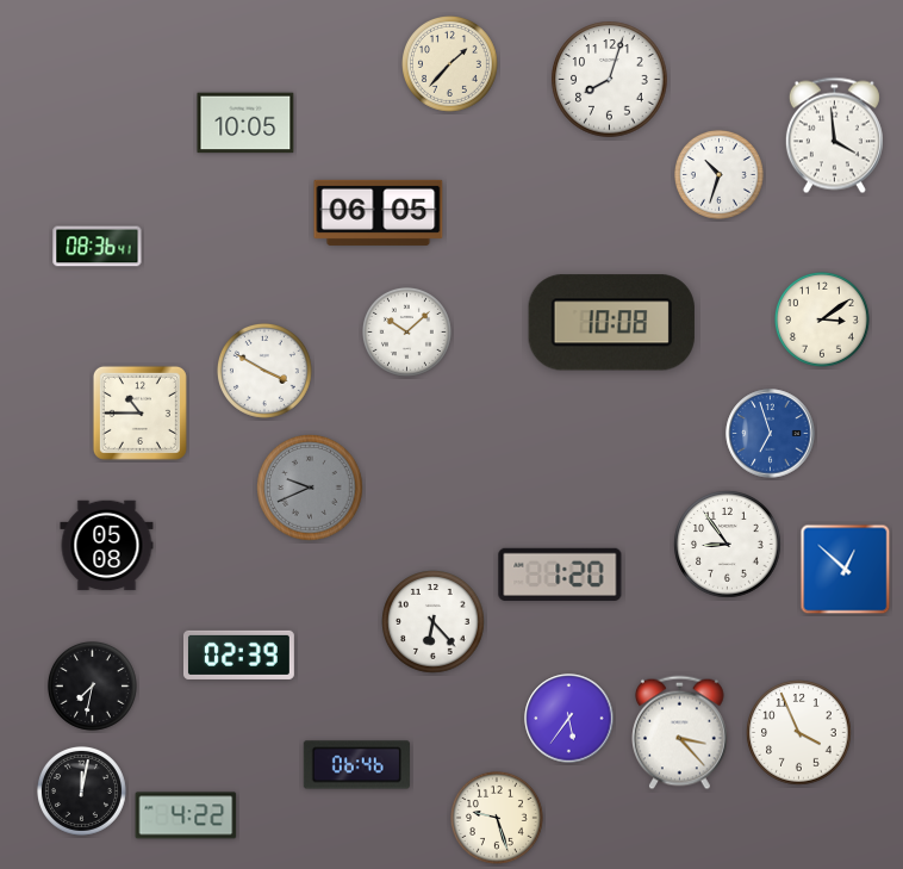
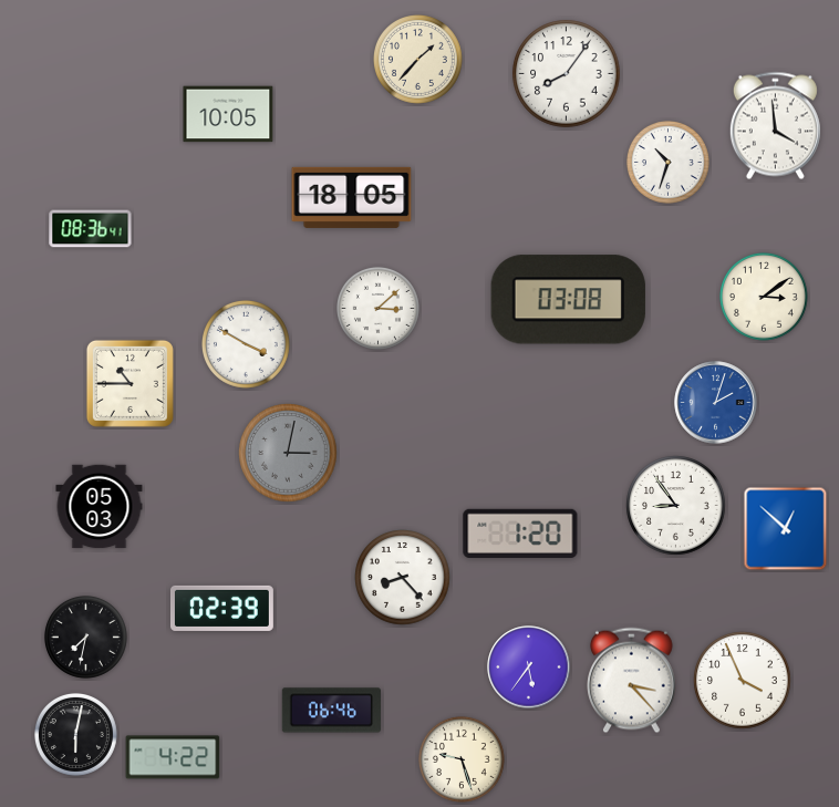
clock at (610, 80): 8:03 -> 8:06
clock at (379, 212): 06:05 -> 18:05
clock at (611, 323): 10:08 -> 03:08
clock at (406, 331): 10:08 -> 3:08
clock at (771, 434): 6:57 -> 2:03
clock at (310, 488): 9:41 -> 3:02
clock at (107, 546): 05:08 -> 05:03
clock at (434, 622): 6:23 -> 8:23
clock at (81, 790): 12:02 -> 6:02
